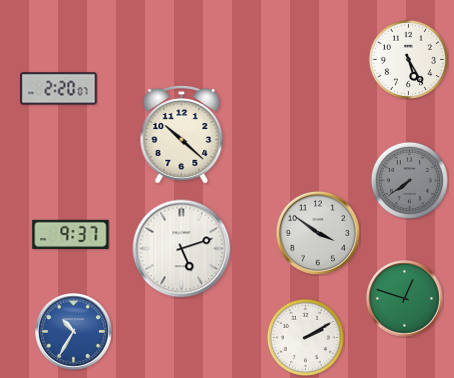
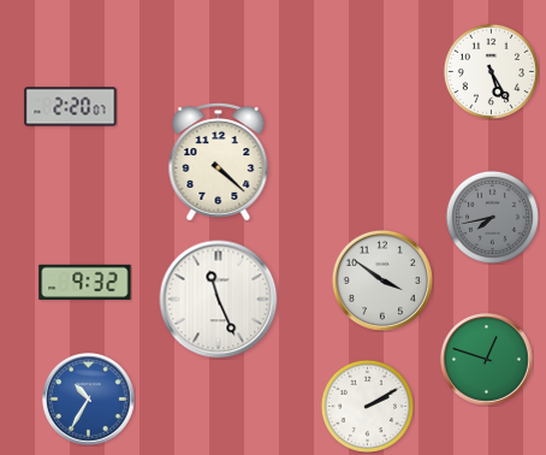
clock at (182, 134): 10:22 -> 4:22
clock at (409, 180): 7:39 -> 7:43
clock at (71, 235): 9:37 -> 9:32
clock at (182, 249): 5:12 -> 11:26
